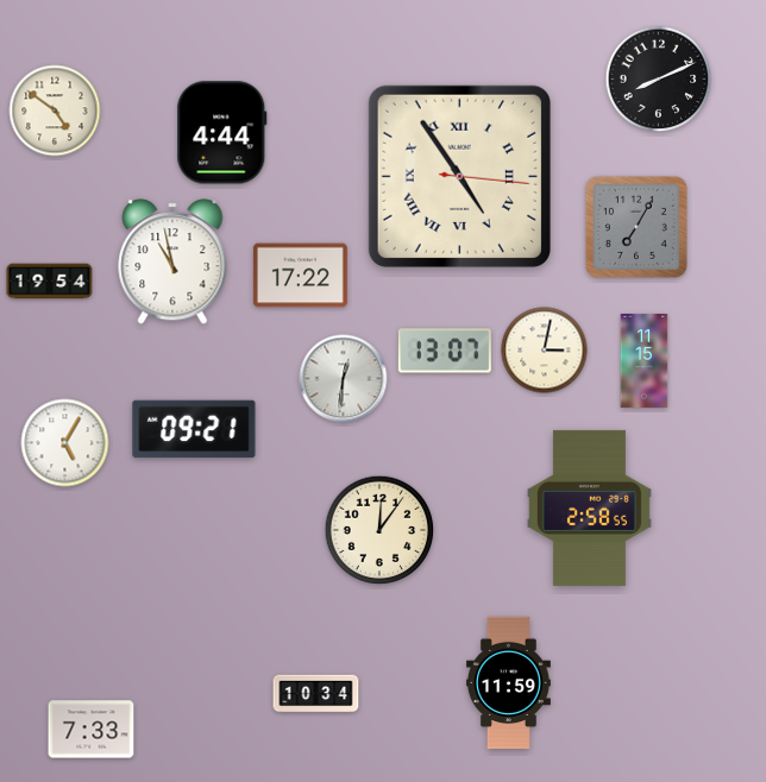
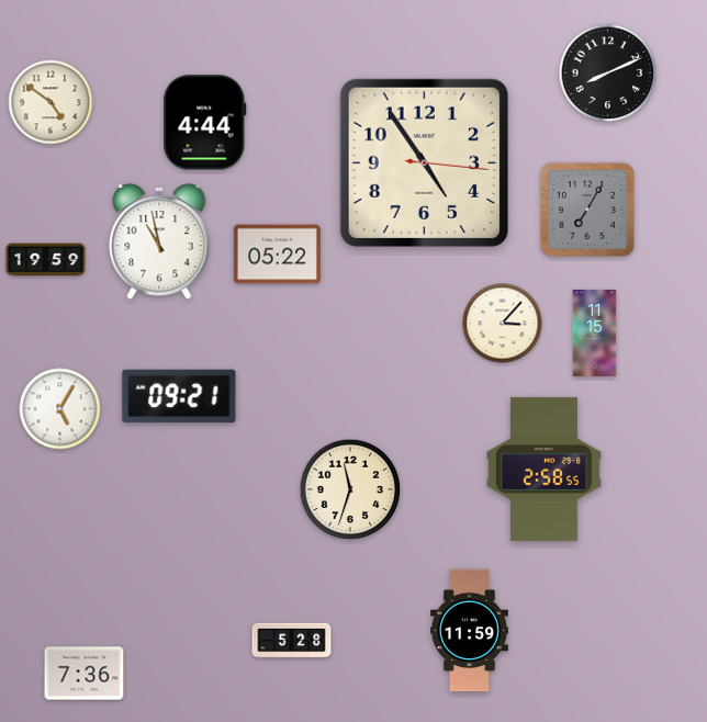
clock at (459, 176) numerals: Roman -> Arabic
clock at (300, 276): 17:22 -> 05:22
clock at (50, 282): 19:54 -> 19:59
clock at (445, 351): 13:07 -> none
clock at (545, 351): 3:02 -> 3:07
clock at (344, 379): 12:31 -> none
clock at (379, 530): 12:06 -> 11:33
clock at (316, 694): 10:34 -> 5:28
clock at (92, 730): 7:33 -> 7:36
